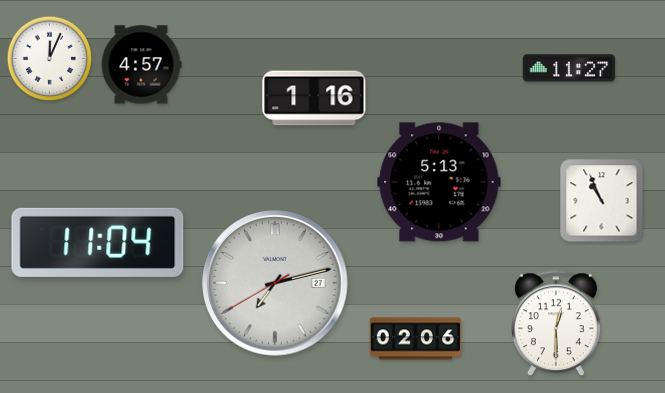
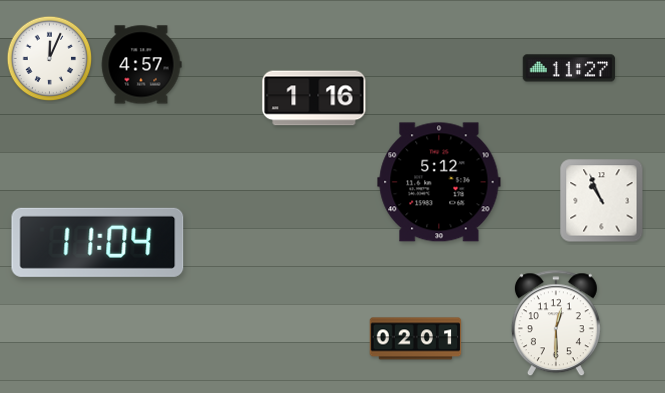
clock at (439, 182): 5:13 -> 5:12
clock at (275, 283): 7:12 -> none
clock at (416, 339): 02:06 -> 02:01
